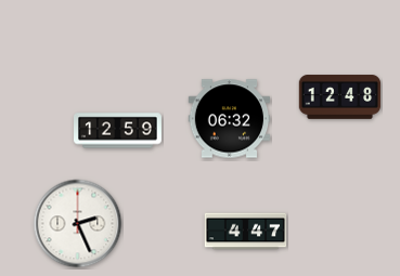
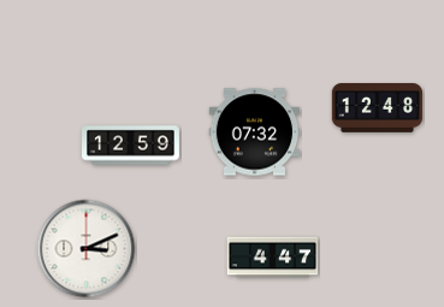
clock at (230, 119): 06:32 -> 07:32
clock at (78, 224): 2:26 -> 3:11
